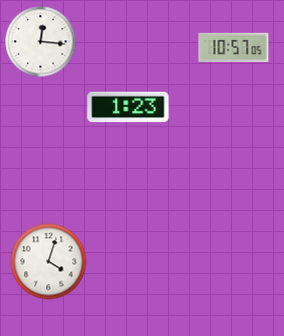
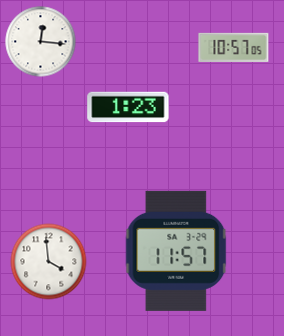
clock at (176, 251): none -> 11:57
clock at (49, 262): 4:03 -> 3:59
